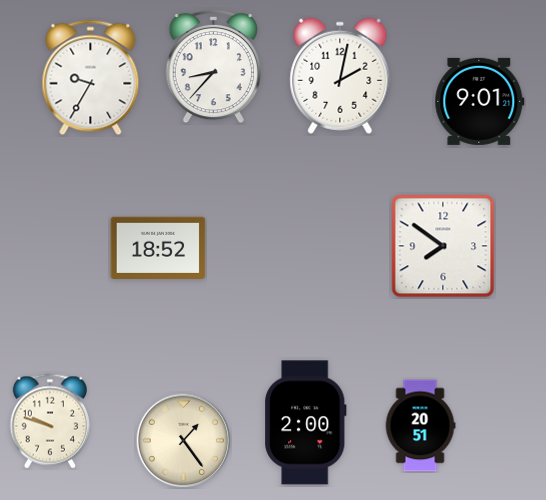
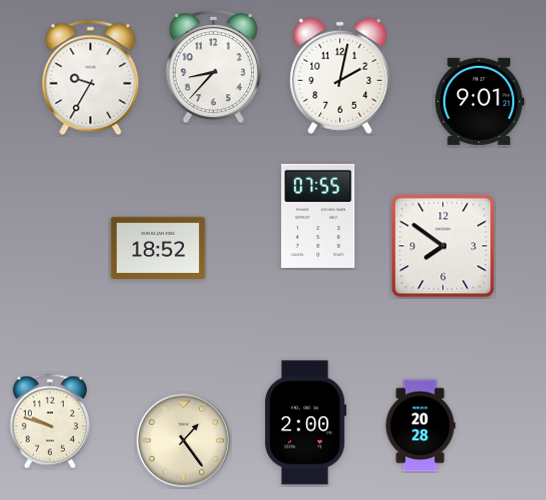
clock at (318, 216): none -> 07:55
clock at (420, 426): 20:51 -> 20:28
